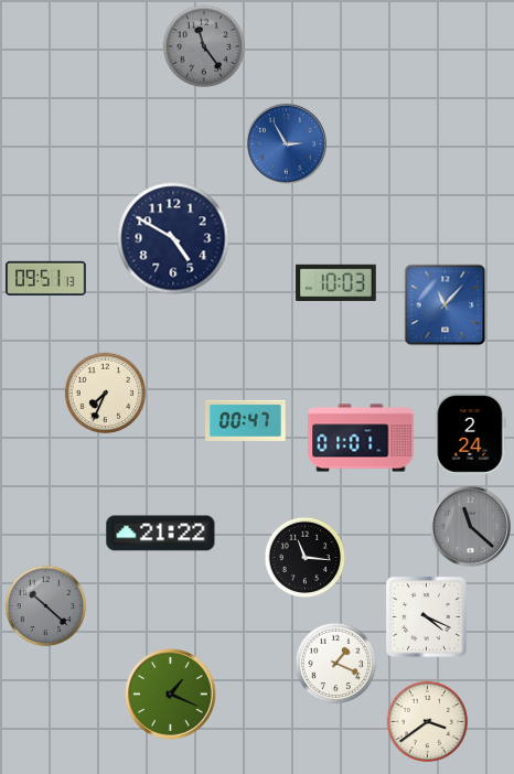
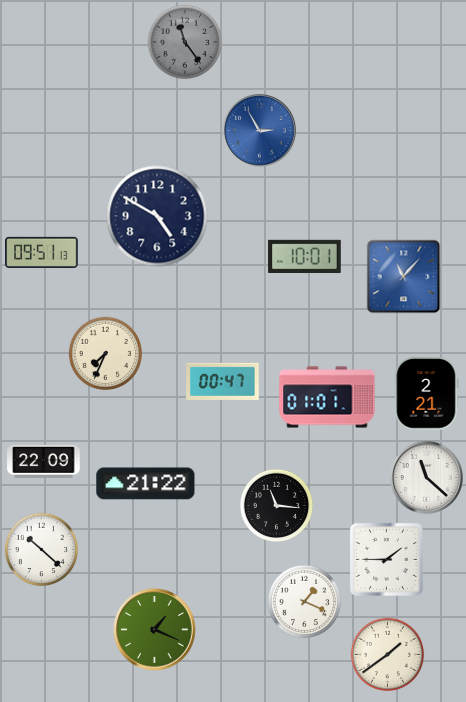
clock at (336, 282): 10:03 -> 10:01
clock at (106, 394) position: (106, 394) -> (106, 354)
clock at (470, 434): 2:24 -> 2:21
clock at (44, 461): none -> 22:09
clock at (470, 526) dial: grey -> white
clock at (46, 606) dial: grey -> white
clock at (426, 616): 4:19 -> 1:45
clock at (428, 722): 3:39 -> 1:39
